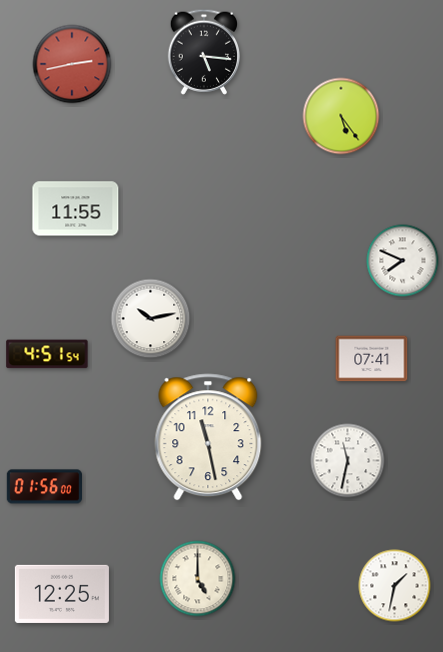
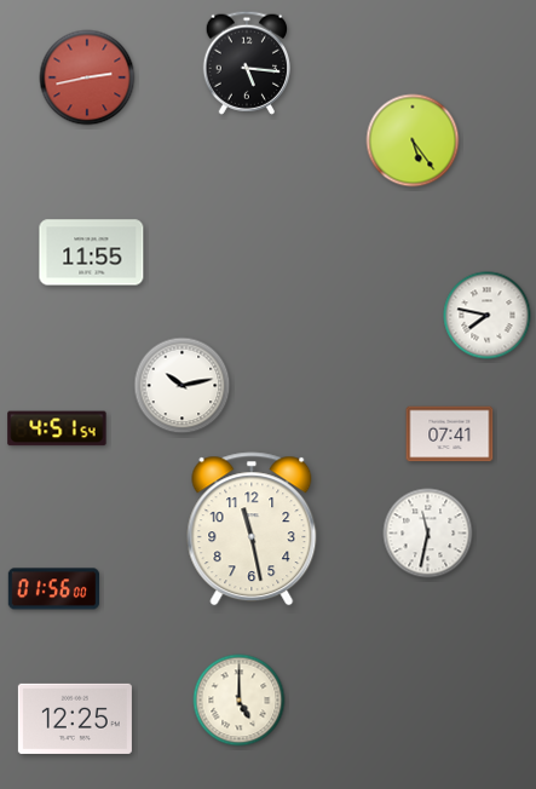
clock at (403, 261): 7:49 -> 7:47
clock at (348, 461) position: (348, 461) -> (428, 534)
clock at (395, 586): 1:32 -> none
